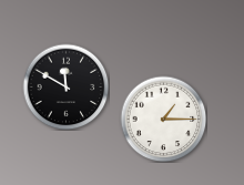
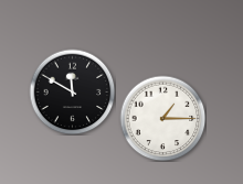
clock at (65, 86) position: (65, 86) -> (72, 91)
